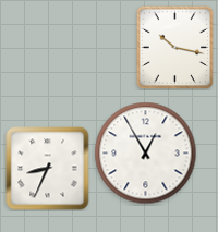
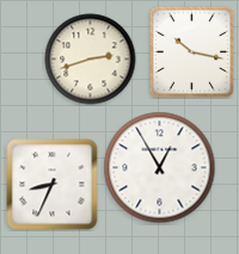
clock at (91, 60): none -> 2:42
